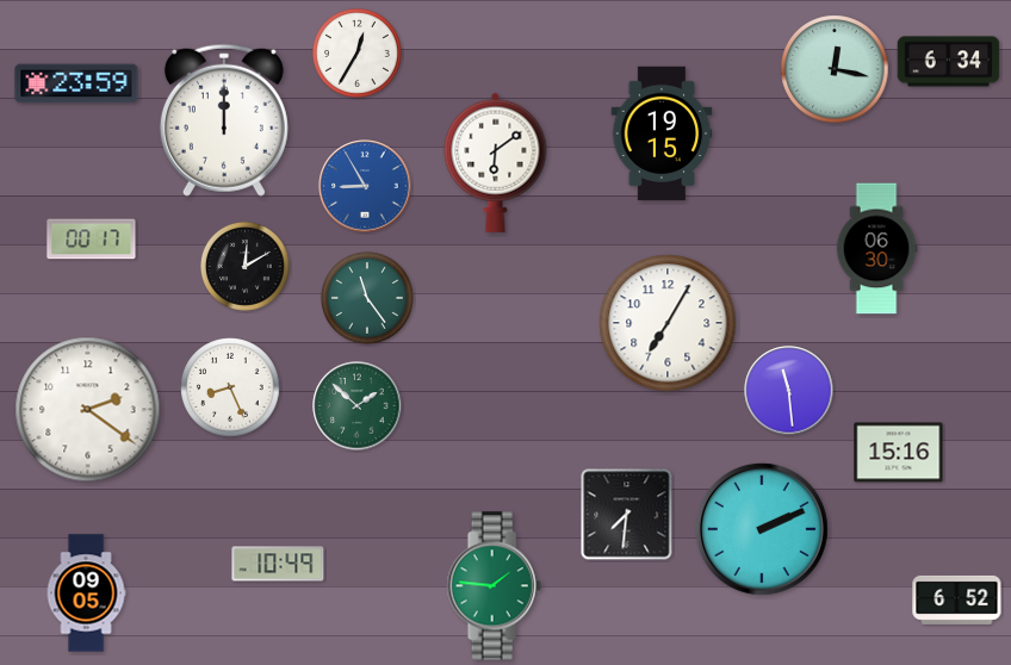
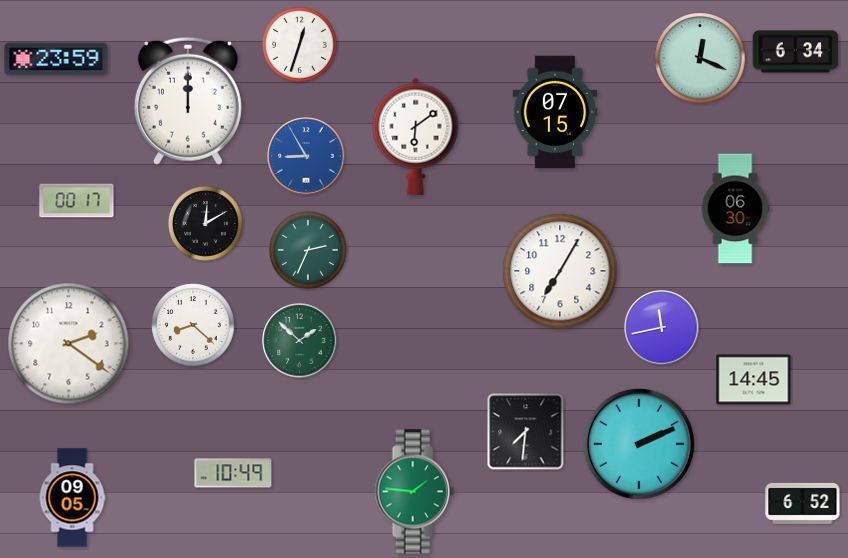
clock at (356, 52): 12:35 -> 12:33
clock at (835, 69): 12:17 -> 12:19
clock at (76, 83) position: (76, 83) -> (56, 59)
clock at (662, 133): 19:15 -> 07:15
clock at (368, 299): 11:24 -> 2:34
clock at (230, 387): 8:26 -> 8:22
clock at (789, 391): 11:29 -> 11:43
clock at (88, 410) position: (88, 410) -> (69, 344)
clock at (899, 453): 15:16 -> 14:45
